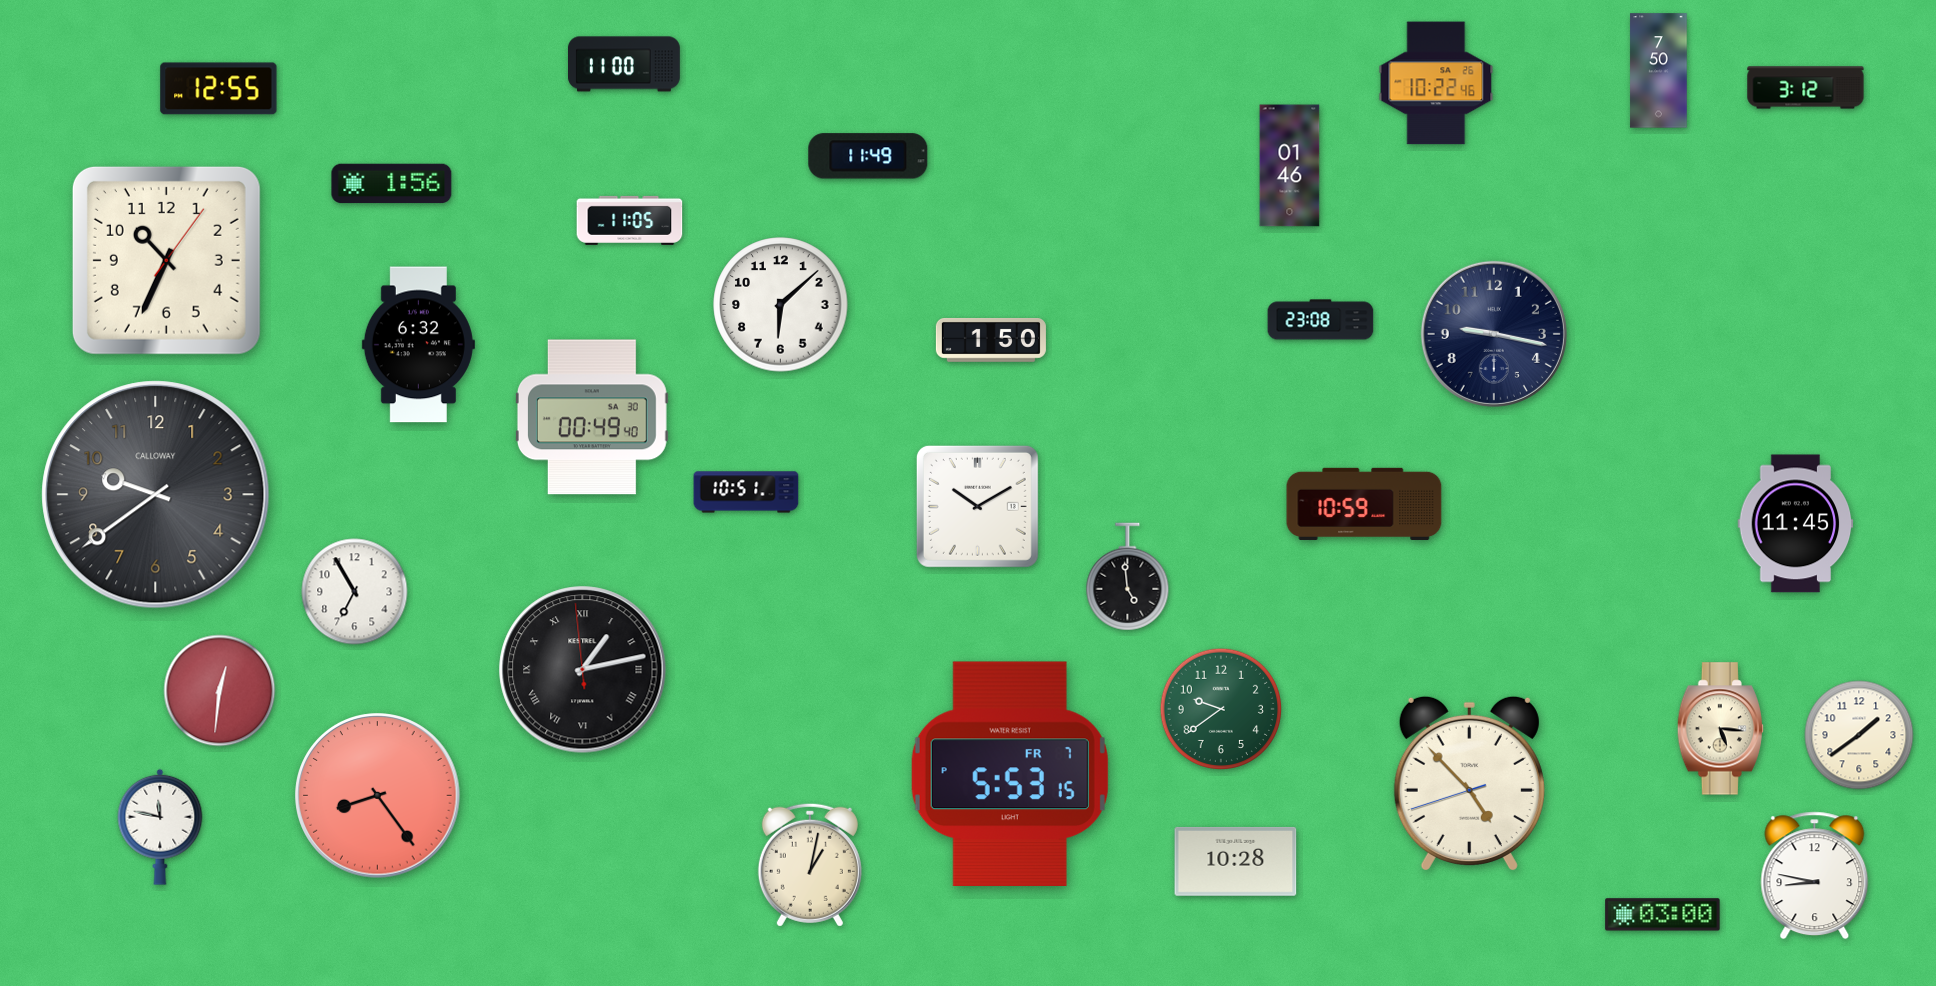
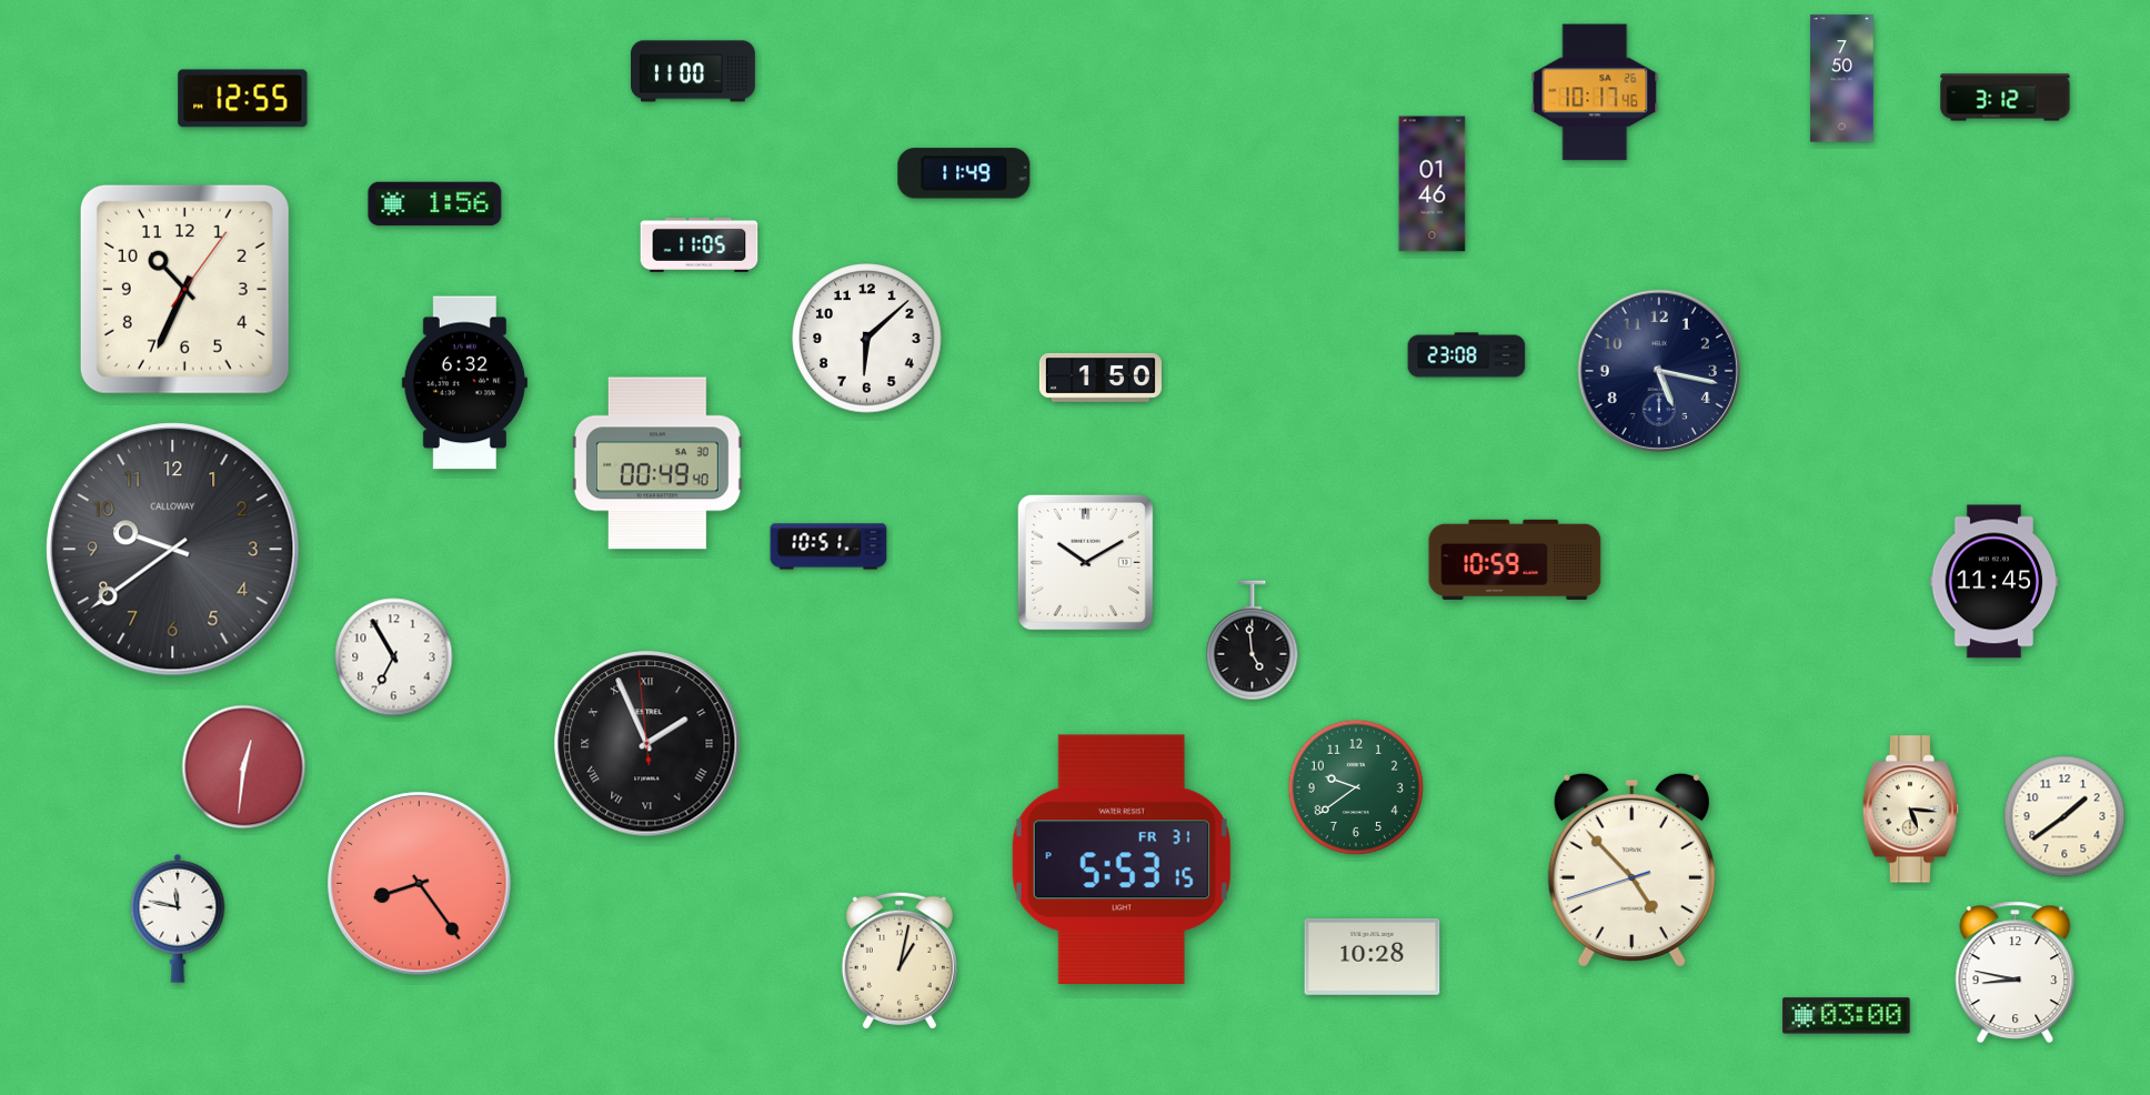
clock at (1436, 83): 10:22 -> 10:17
clock at (1494, 334): 9:17 -> 5:17
clock at (583, 670): 1:12 -> 1:55
clock at (1010, 773) date: FR 7 -> FR 31
